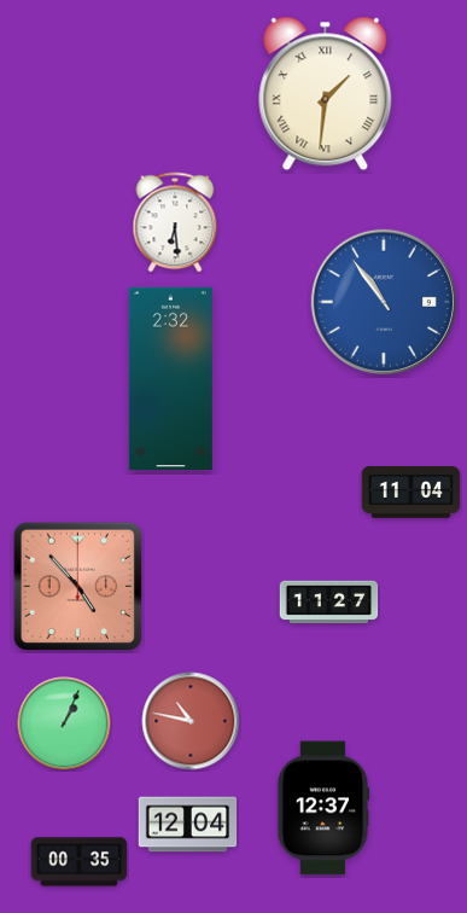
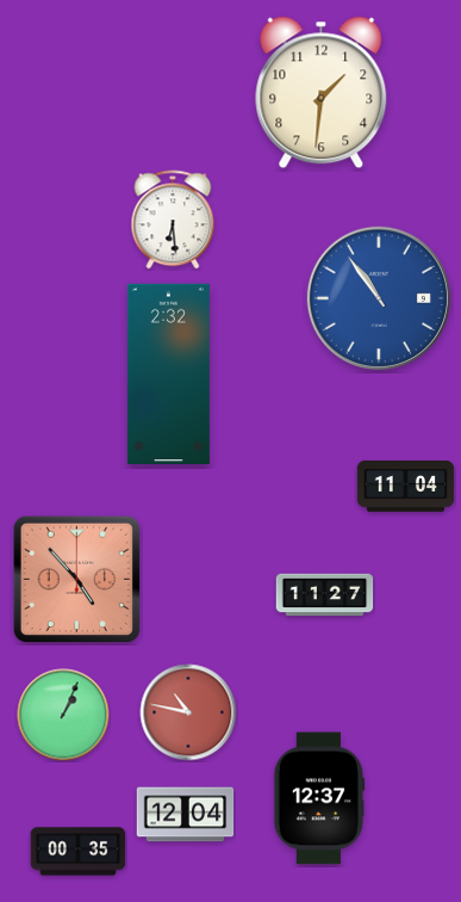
clock at (326, 94) numerals: Roman -> Arabic
